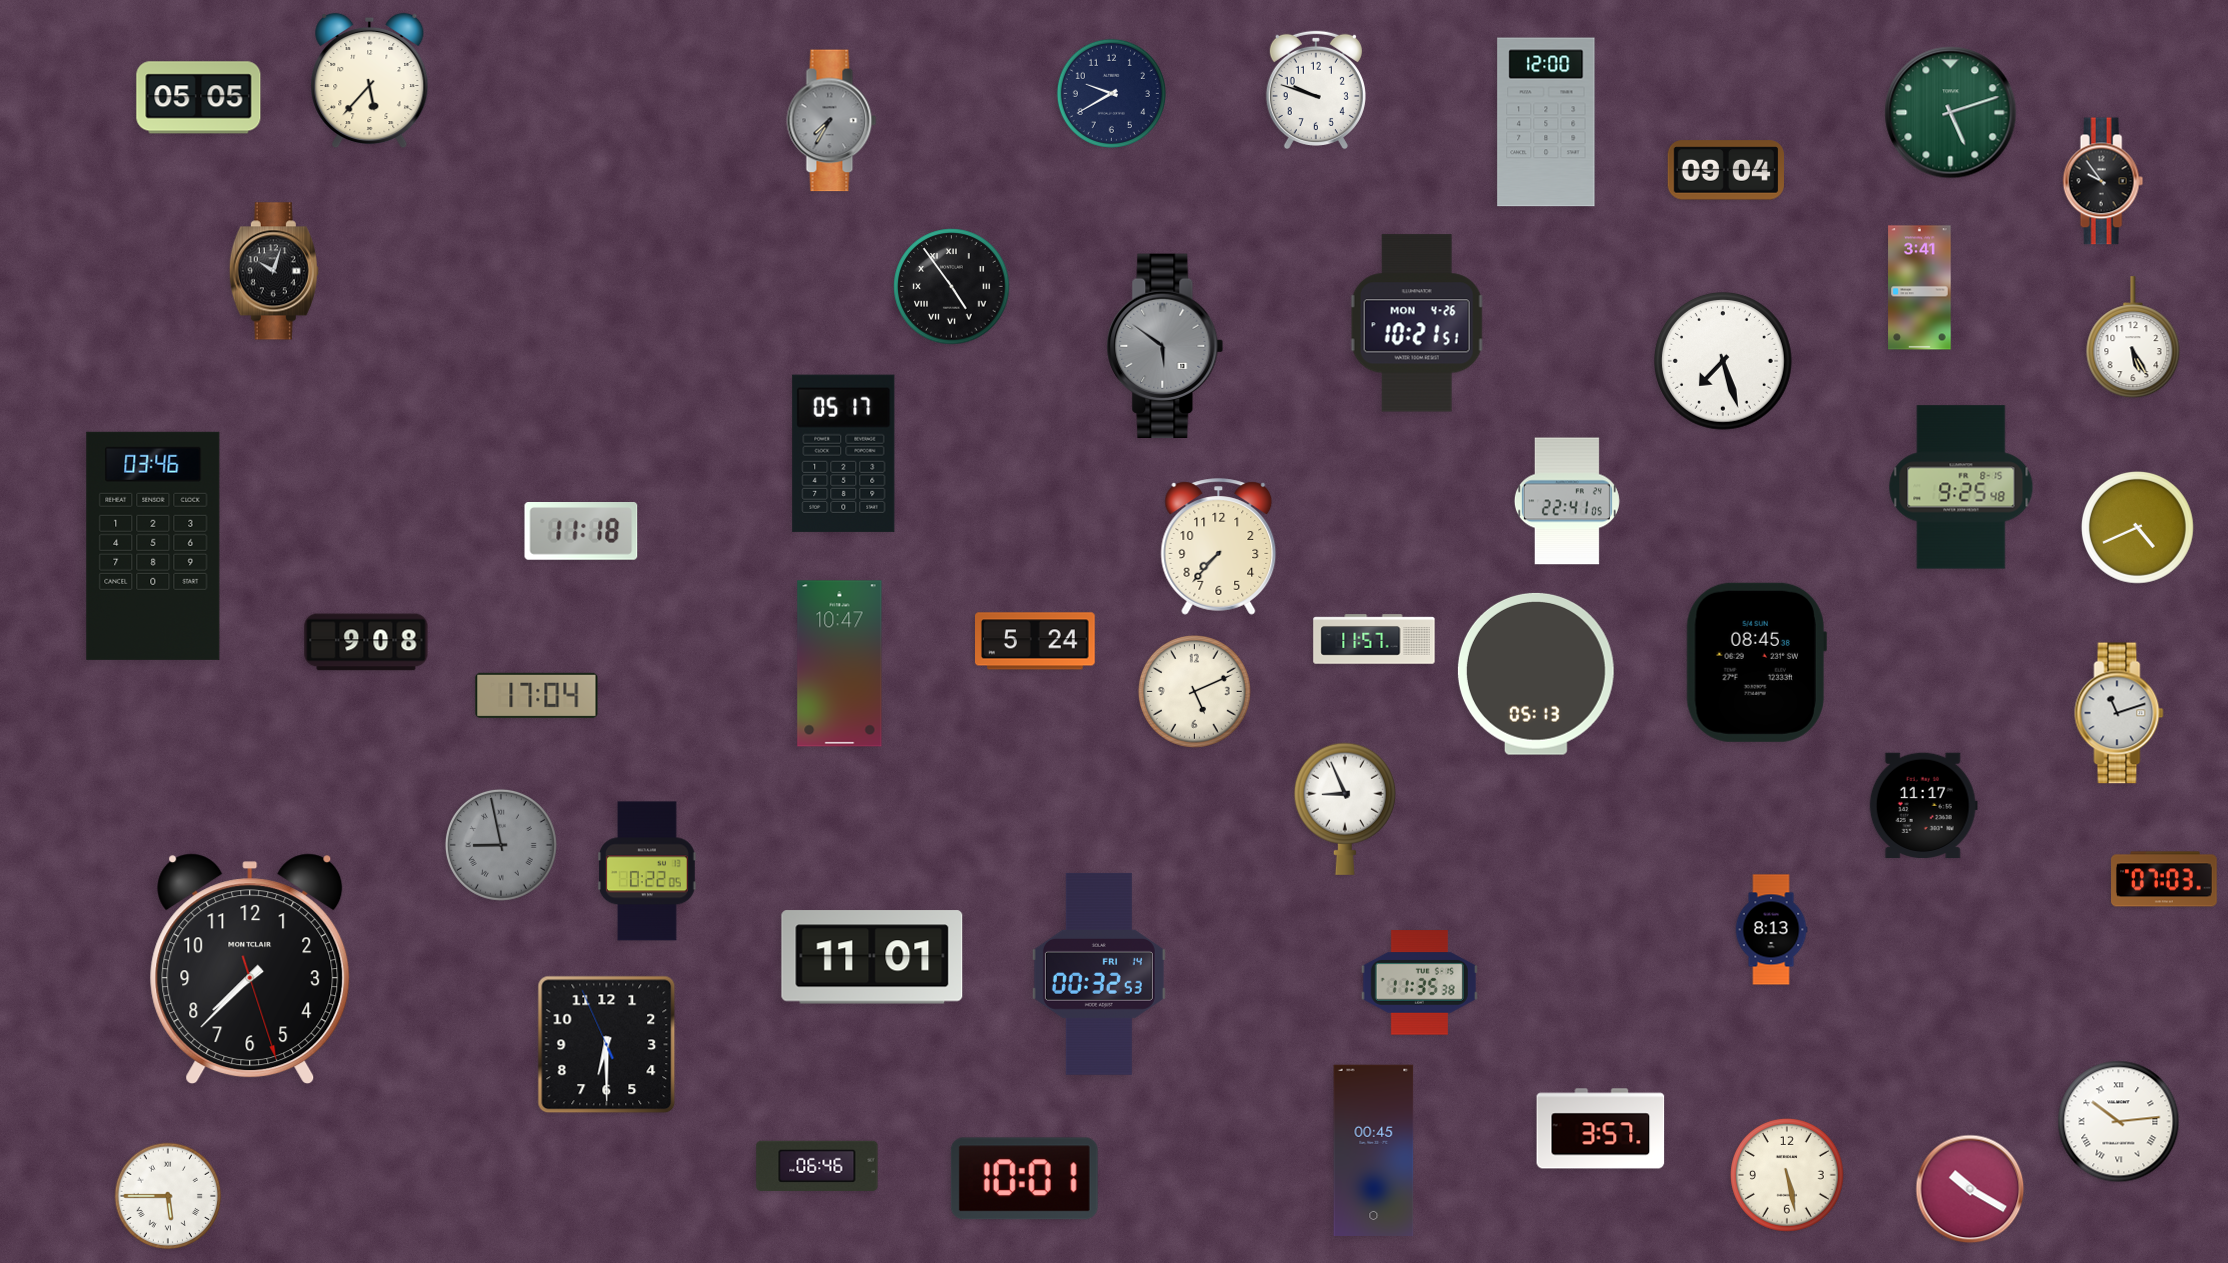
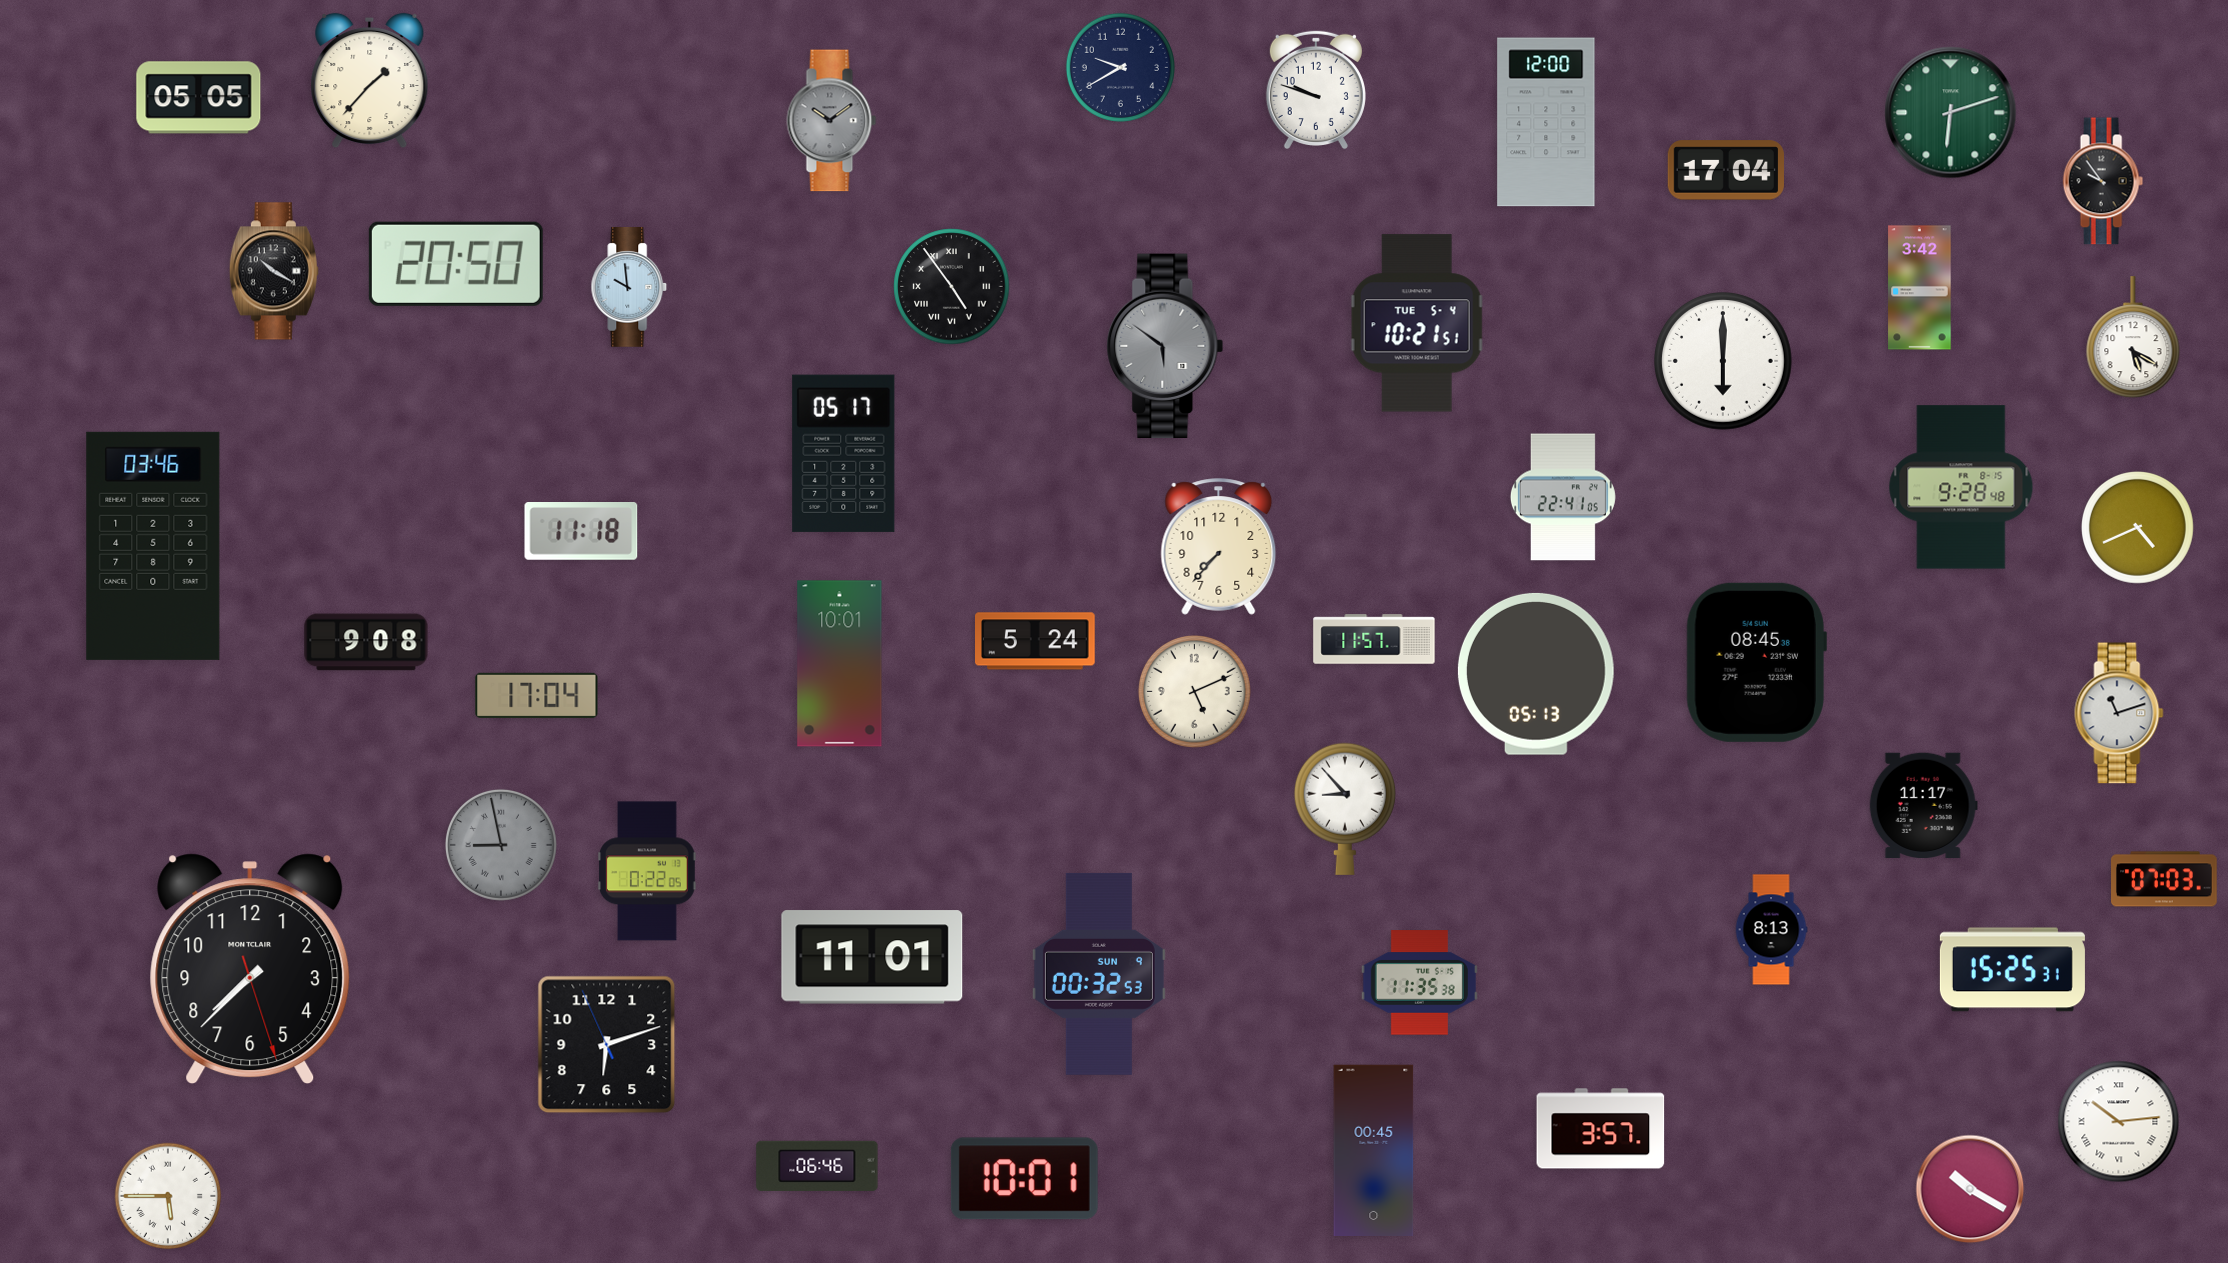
clock at (370, 81): 5:37 -> 1:37
clock at (1111, 93) position: (1111, 93) -> (1120, 67)
clock at (1951, 113): 5:12 -> 6:12
clock at (832, 121): 7:35 -> 10:09
clock at (1726, 170): 09:04 -> 17:04
clock at (456, 264): none -> 20:50
clock at (274, 271): 10:03 -> 10:20
clock at (629, 287): none -> 9:59
clock at (1920, 288): 3:41 -> 3:42
clock at (1417, 323) date: MON 4-26 -> TUE 5-4
clock at (2133, 338): 5:25 -> 5:20
clock at (1724, 362): 7:27 -> 6:00
clock at (1961, 487): 9:25 -> 9:28
clock at (1567, 501) position: (1567, 501) -> (1563, 497)
clock at (840, 664): 10:47 -> 10:01
clock at (1345, 809): 8:56 -> 8:53
clock at (2012, 970): none -> 15:25
clock at (1099, 974) date: FRI 14 -> SUN 9
clock at (607, 1045): 6:29 -> 6:11
clock at (1788, 1176): 5:28 -> none
